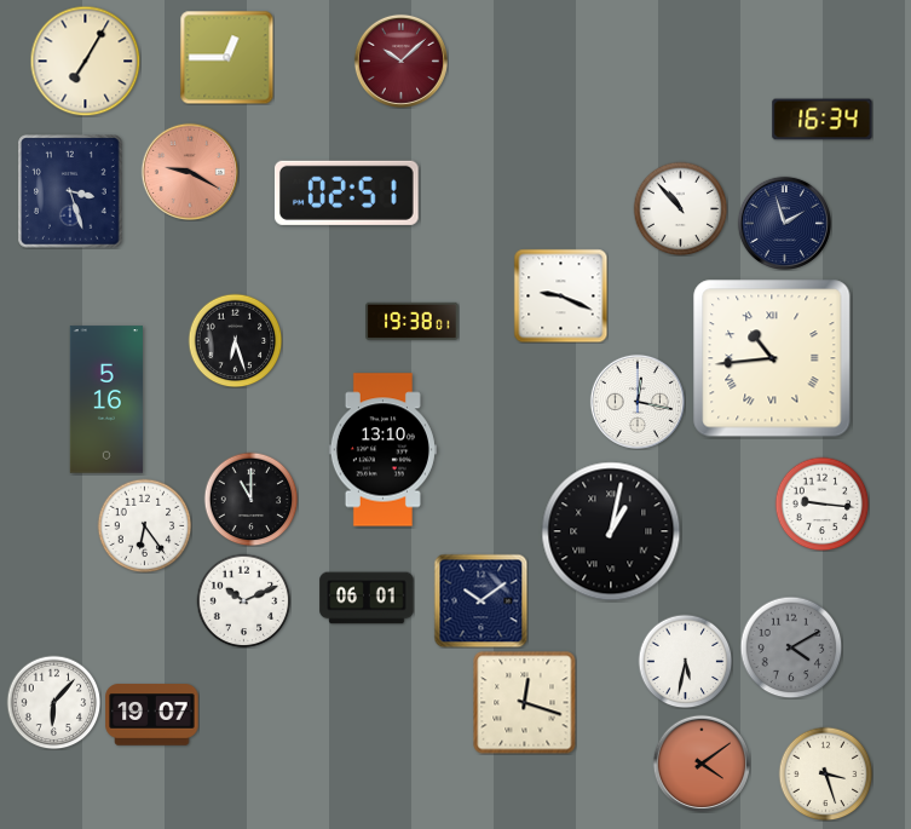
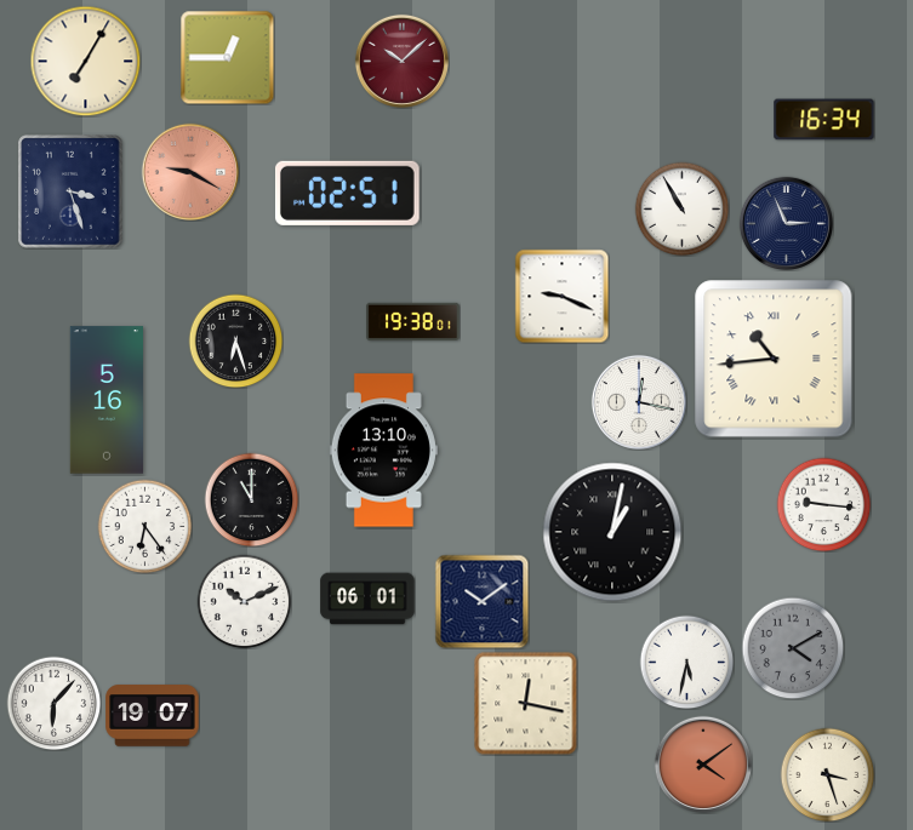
clock at (680, 208): 10:53 -> 10:55
clock at (784, 223): 1:57 -> 2:56
clock at (525, 703): 12:18 -> 12:17
